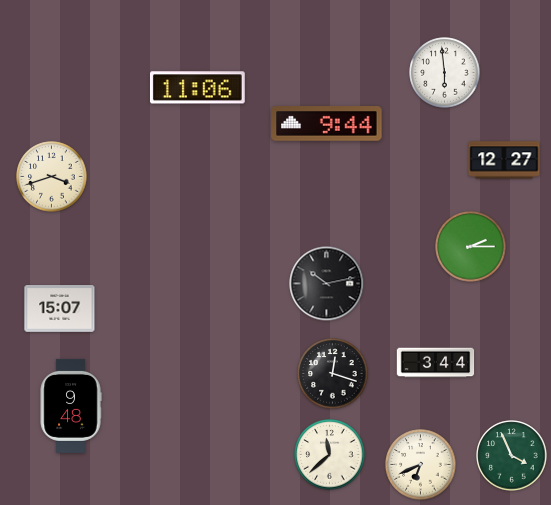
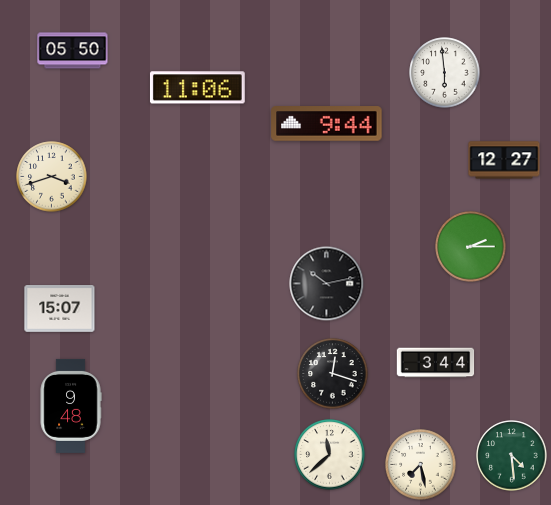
clock at (73, 51): none -> 05:50
clock at (512, 456): 3:56 -> 4:29
clock at (421, 465): 6:41 -> 7:28
